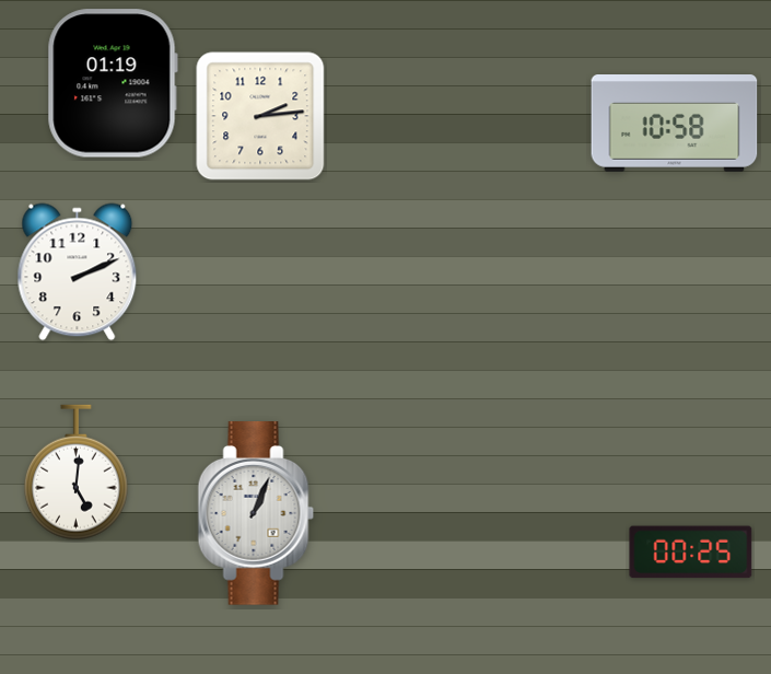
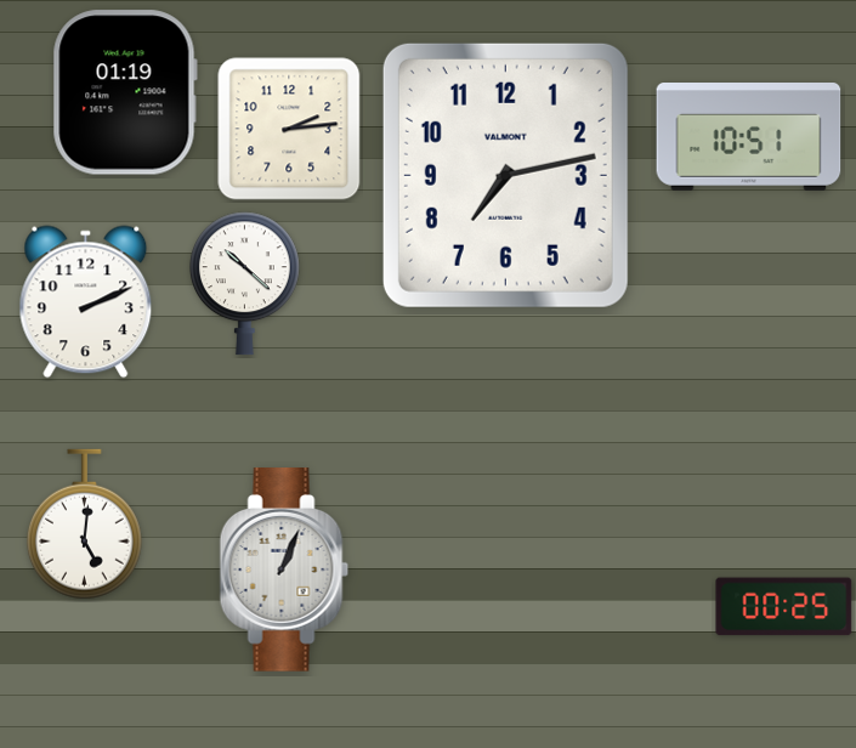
clock at (675, 124): 10:58 -> 10:51
clock at (505, 175): none -> 7:13
clock at (244, 284): none -> 10:22
clock at (691, 553) position: (691, 553) -> (784, 607)
